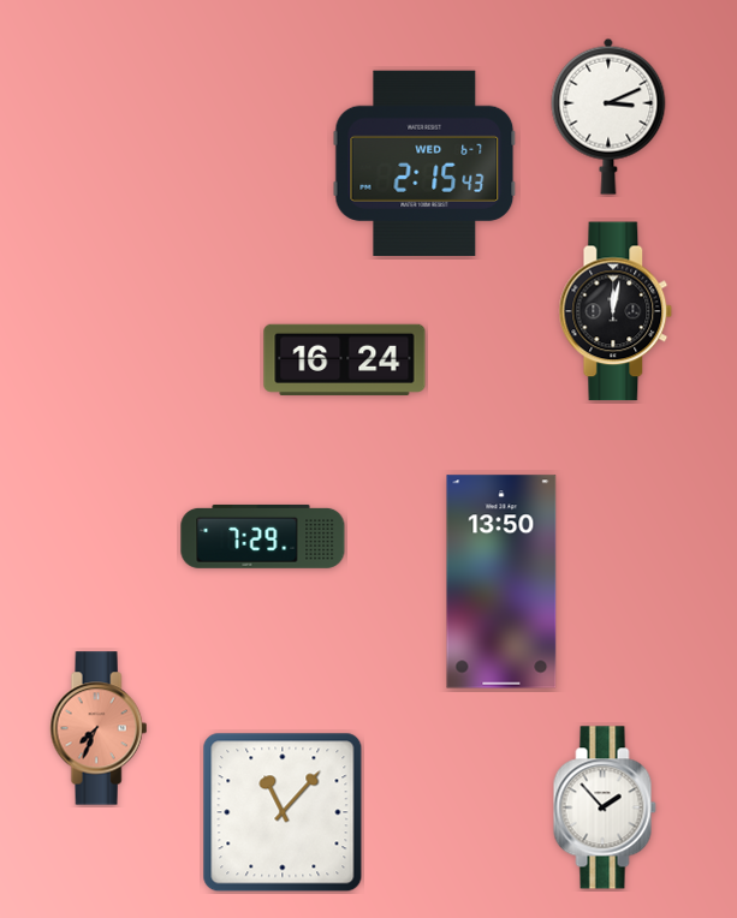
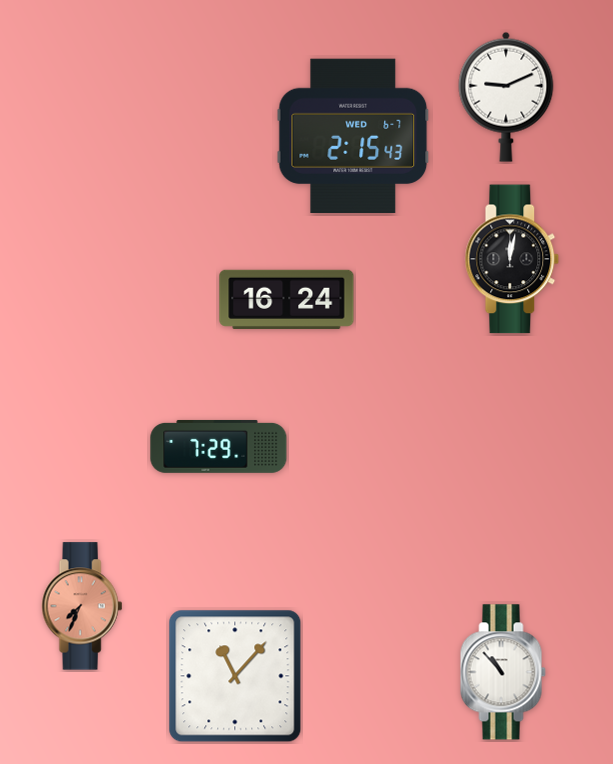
clock at (608, 117): 3:11 -> 9:11
clock at (501, 582): 13:50 -> none
clock at (605, 807): 1:53 -> 10:53
